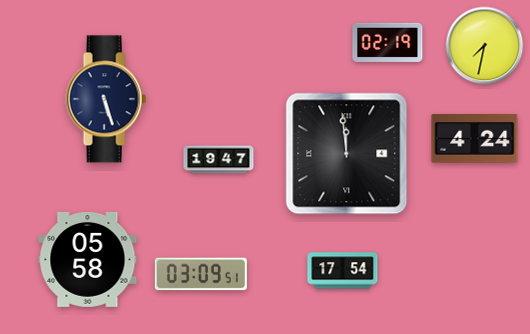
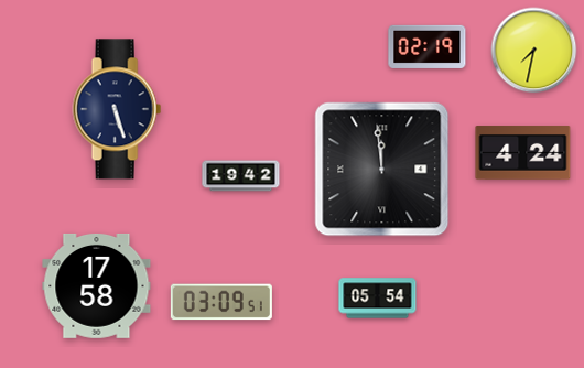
clock at (219, 160): 19:47 -> 19:42
clock at (88, 259): 05:58 -> 17:58
clock at (343, 271): 17:54 -> 05:54
